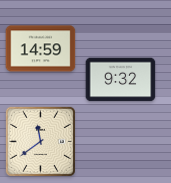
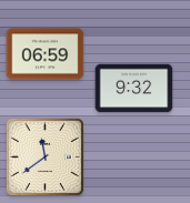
clock at (41, 49): 14:59 -> 06:59
